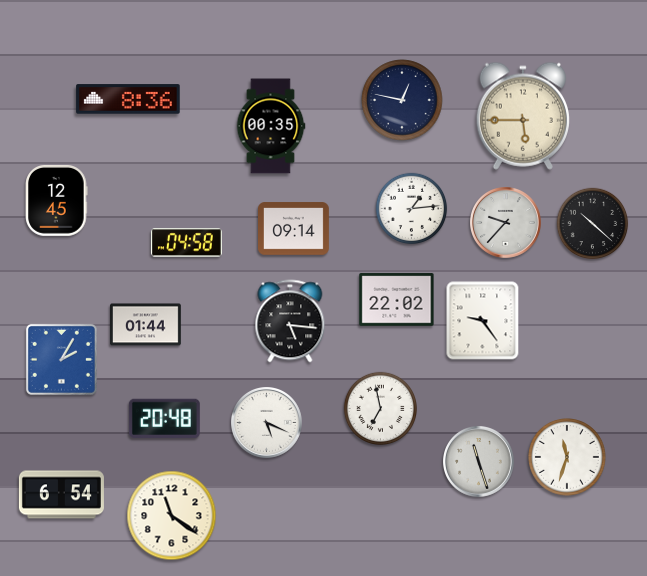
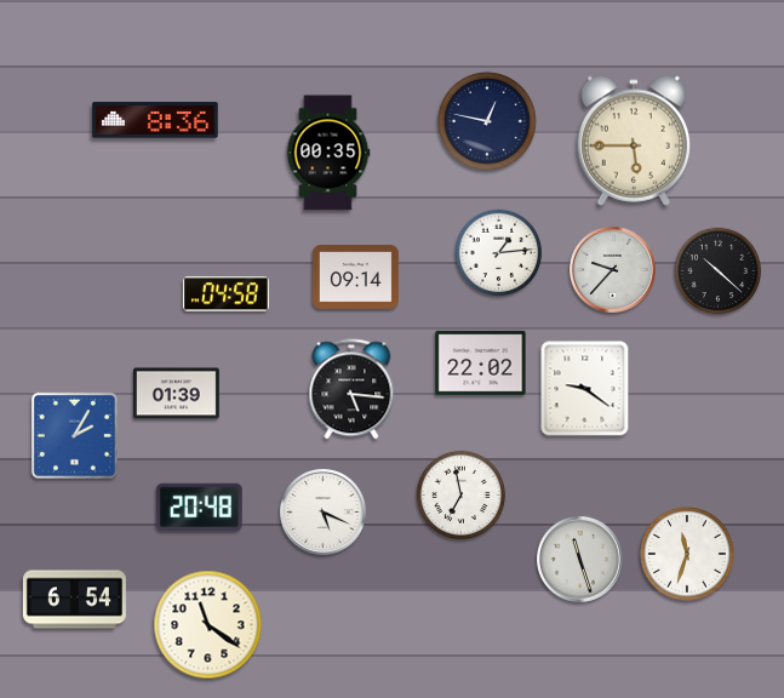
clock at (57, 200): 12:45 -> none
clock at (483, 321): 9:24 -> 9:21
clock at (146, 325): 01:44 -> 01:39
